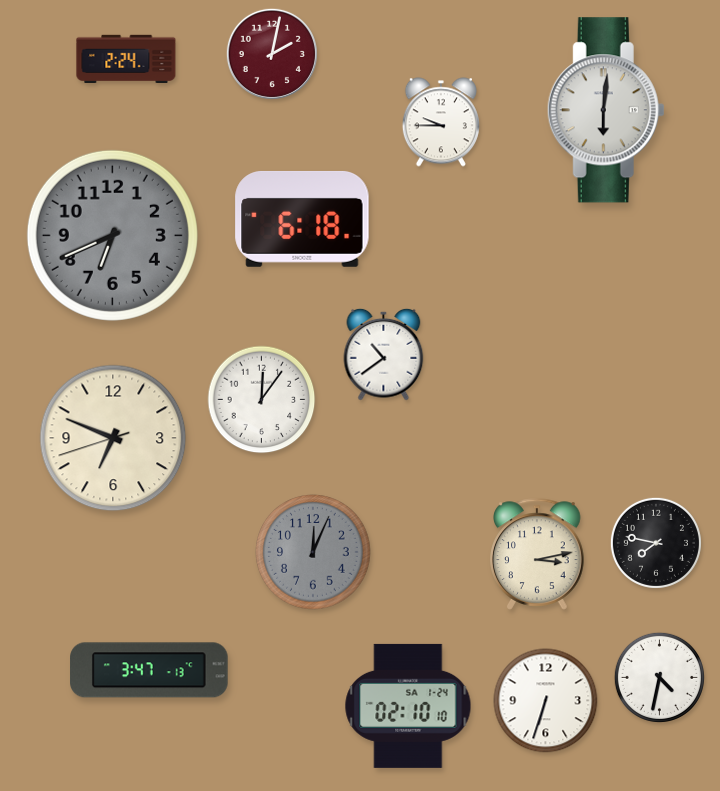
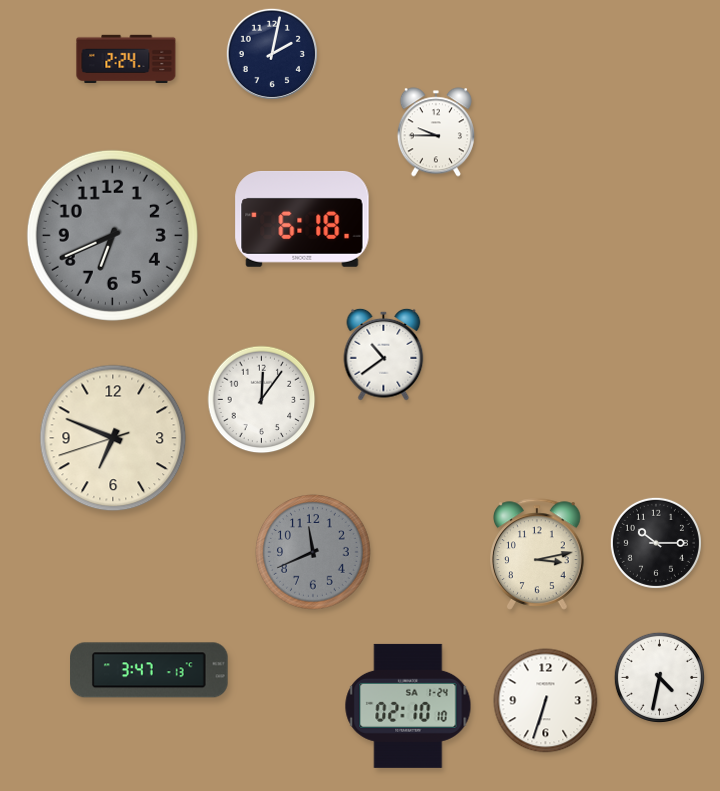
clock at (272, 54) dial: burgundy -> navy
clock at (606, 110): 6:01 -> none
clock at (441, 122) position: (441, 122) -> (436, 132)
clock at (656, 543): 7:47 -> 10:15
clock at (313, 552): 12:04 -> 11:41
